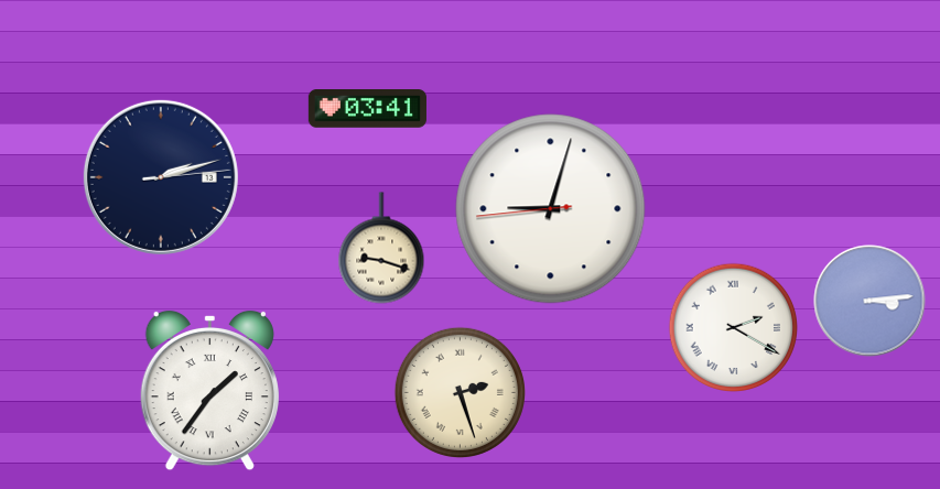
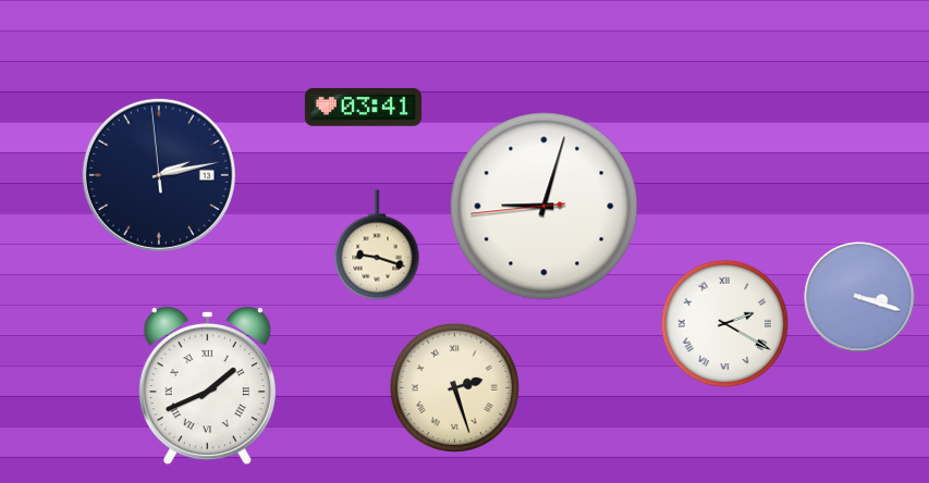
clock at (161, 177): 2:12:14 -> 2:12:59
clock at (869, 301): 3:14 -> 3:18
clock at (209, 391): 1:36 -> 1:41
